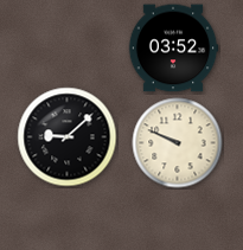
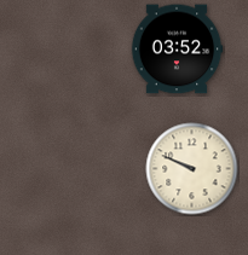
clock at (68, 137): 9:08 -> none
clock at (178, 143) position: (178, 143) -> (192, 169)
